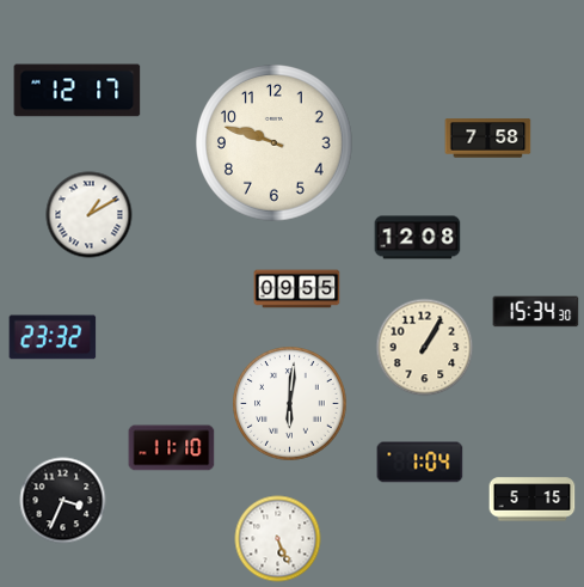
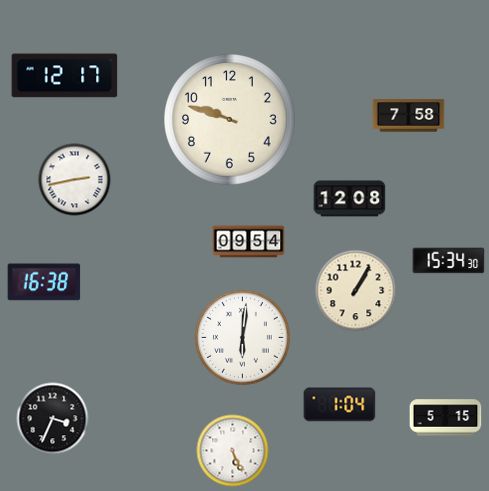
clock at (90, 215): 1:10 -> 2:43
clock at (297, 289): 09:55 -> 09:54
clock at (53, 337): 23:32 -> 16:38
clock at (172, 448): 11:10 -> none
clock at (420, 463) position: (420, 463) -> (340, 405)
